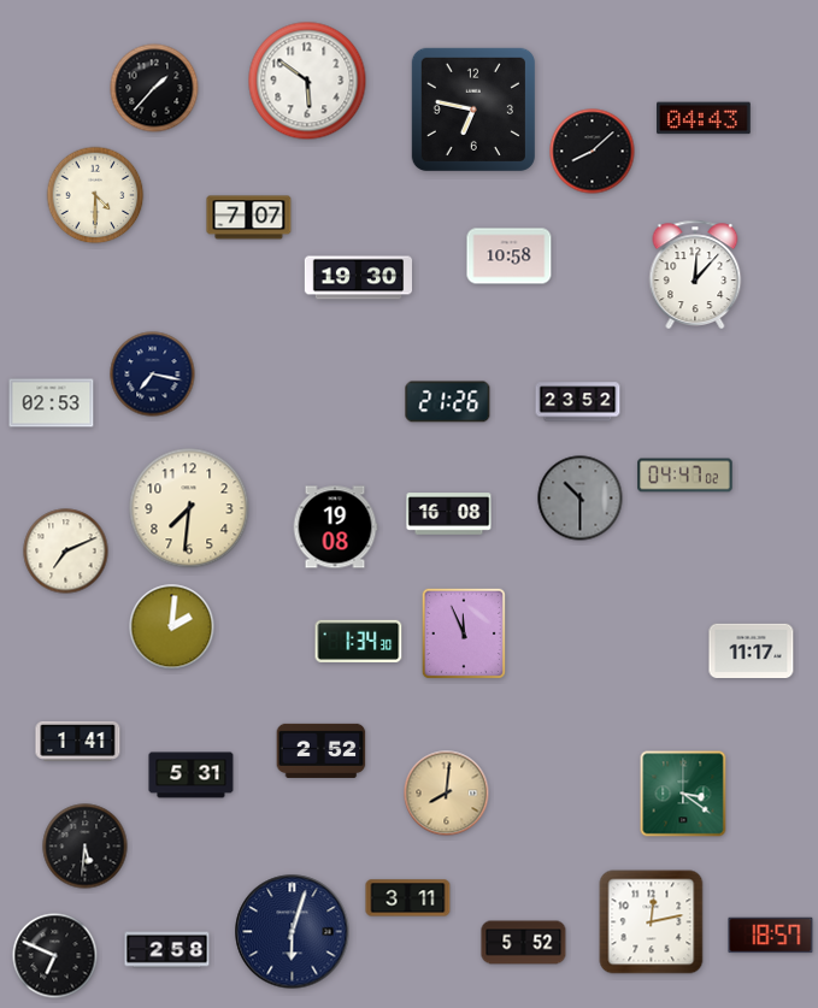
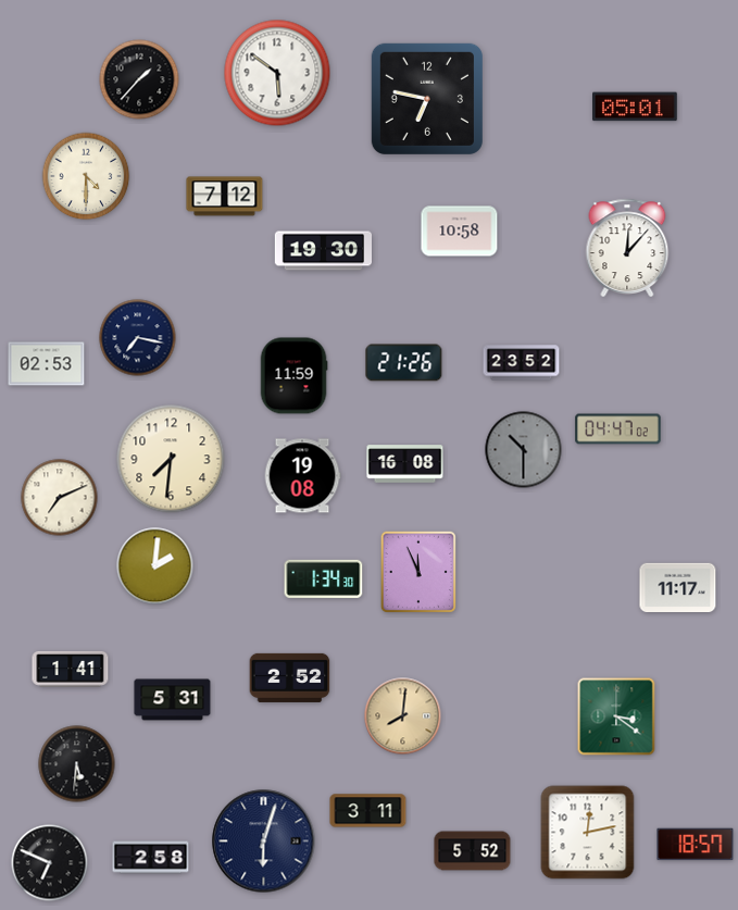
clock at (705, 118): 04:43 -> 05:01
clock at (593, 152): 8:08 -> none
clock at (249, 218): 7:07 -> 7:12
clock at (293, 376): none -> 11:59
